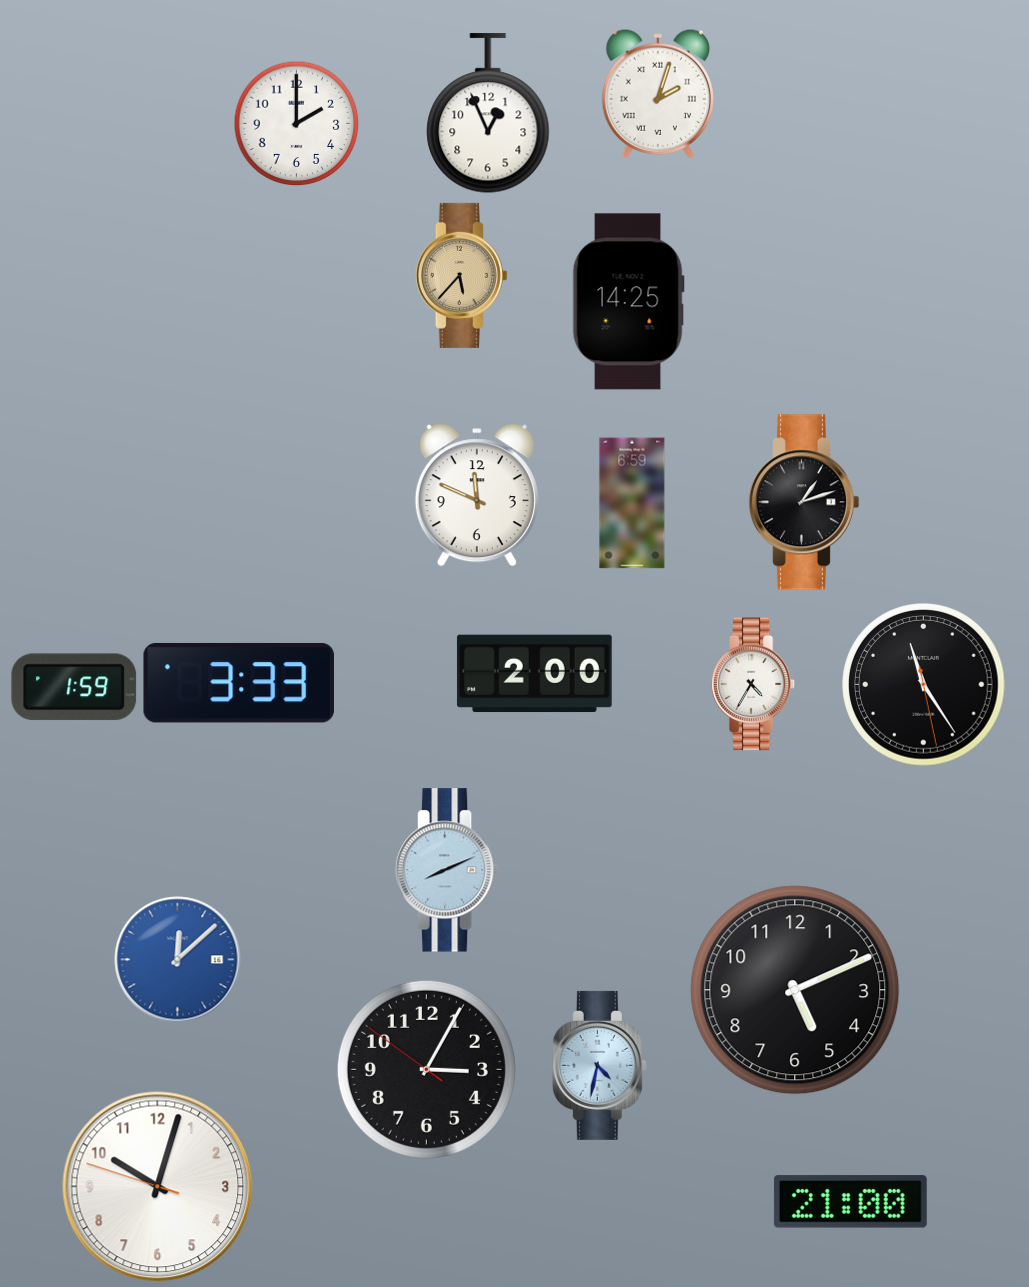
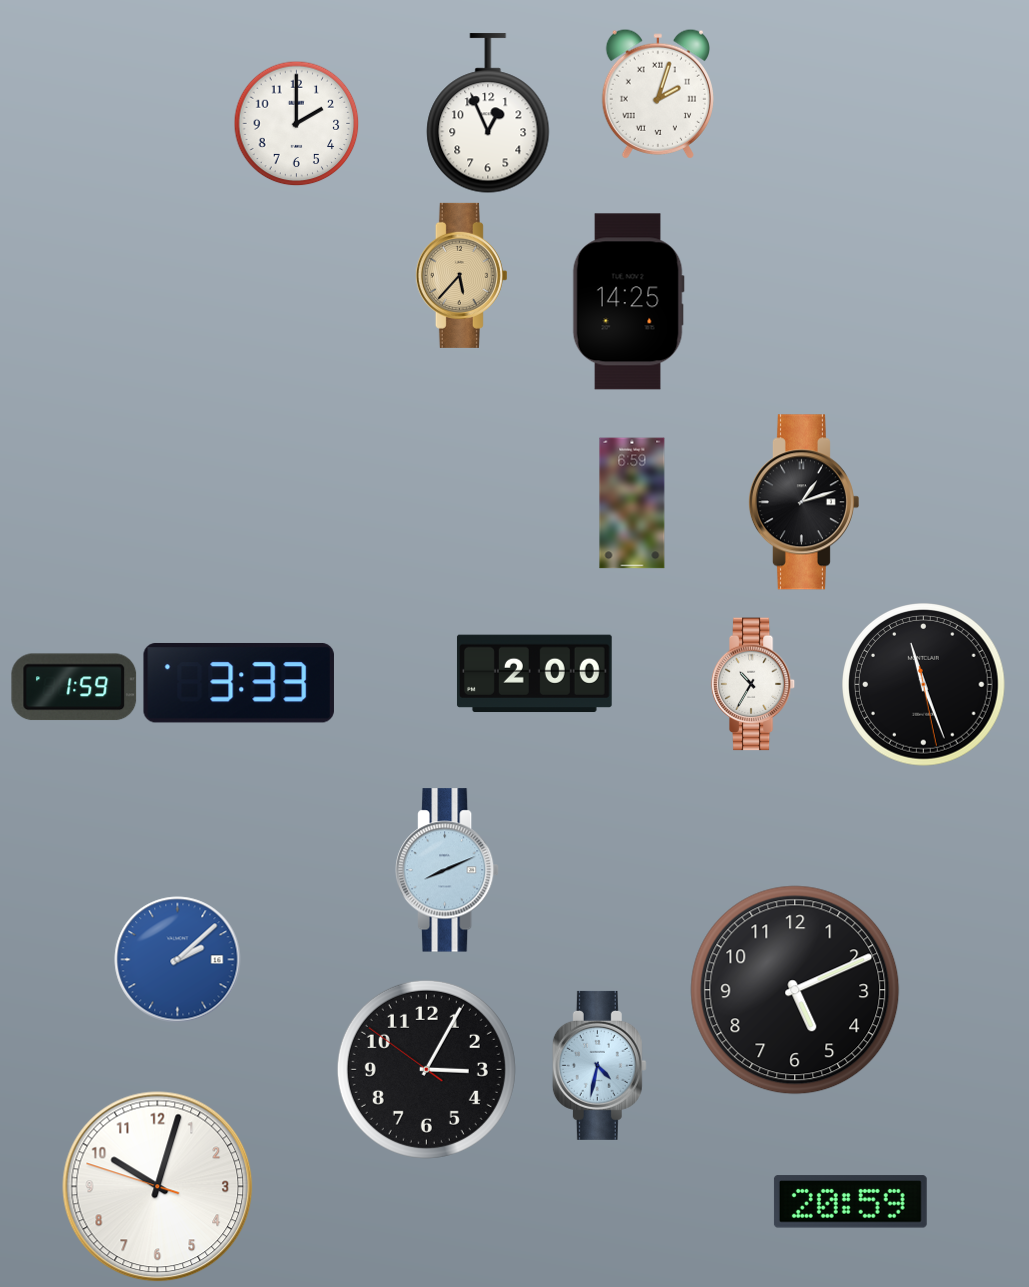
clock at (477, 495): 11:49 -> none
clock at (753, 684): 4:35 -> 10:35
clock at (924, 685): 11:24 -> 11:26
clock at (178, 960): 12:08 -> 2:08
clock at (850, 1202): 21:00 -> 20:59
